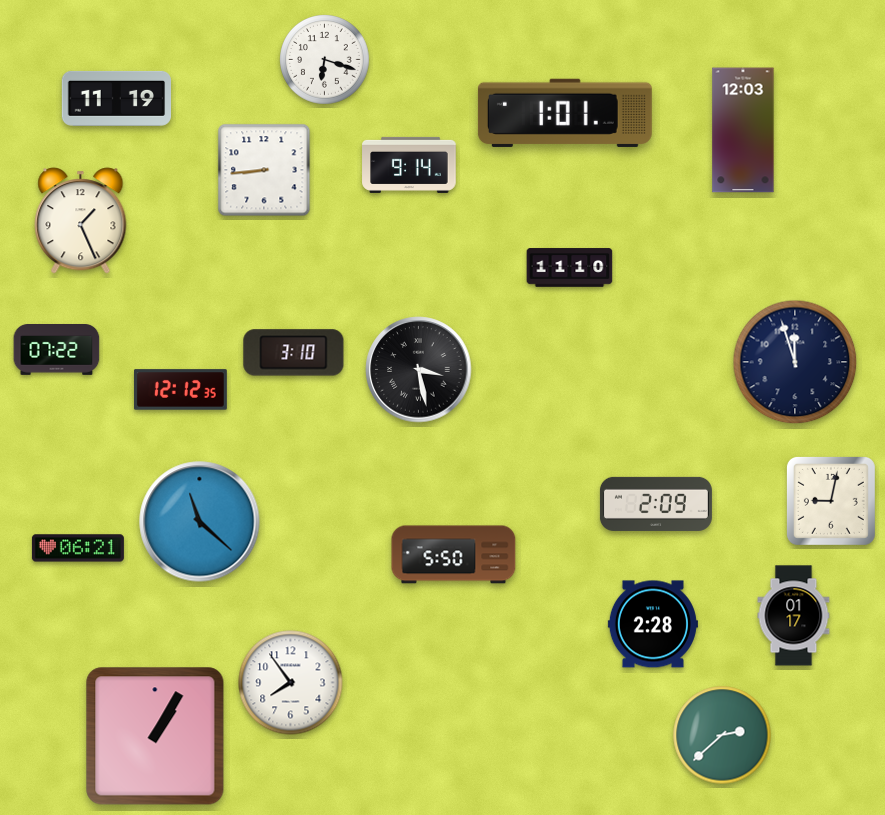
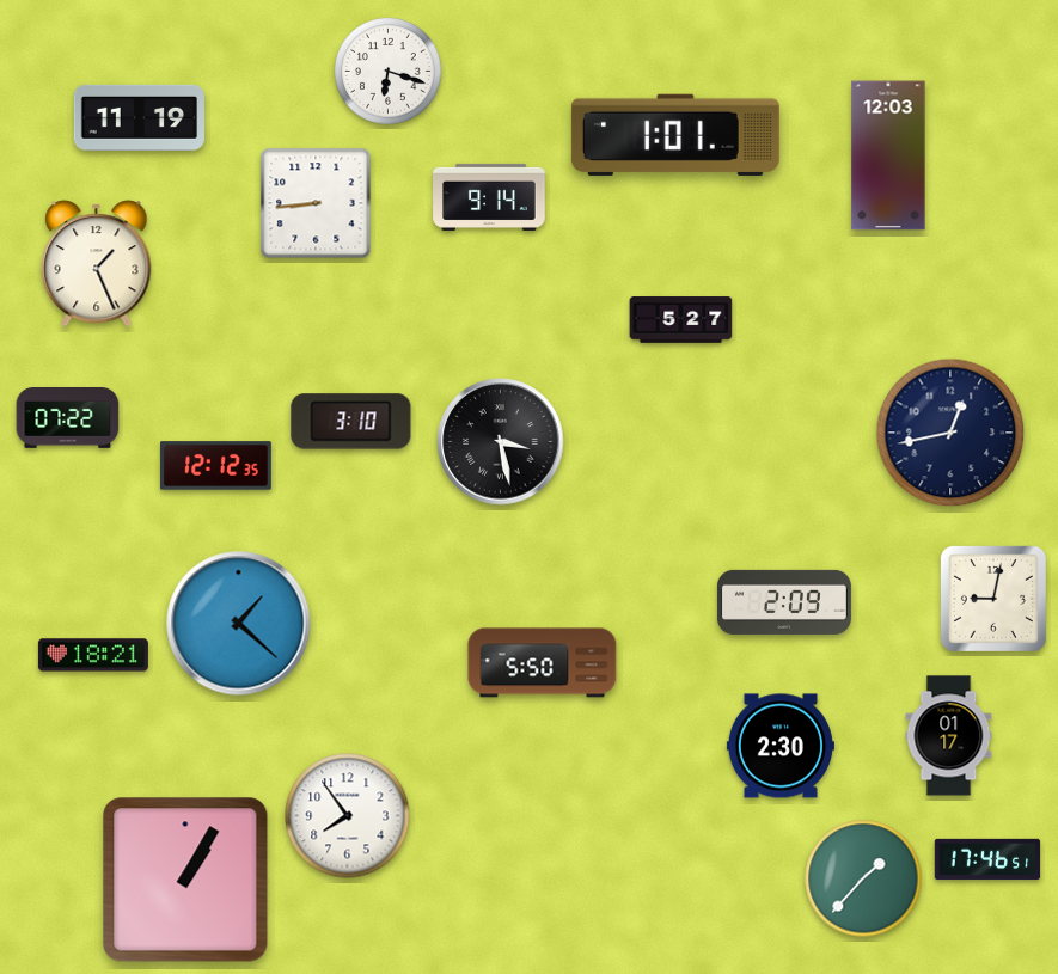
clock at (570, 268): 11:10 -> 5:27
clock at (795, 362): 11:57 -> 12:43
clock at (200, 522): 11:22 -> 1:22
clock at (78, 548): 06:21 -> 18:21
clock at (653, 624): 2:28 -> 2:30
clock at (987, 859): none -> 17:46
clock at (722, 735): 2:38 -> 1:37
